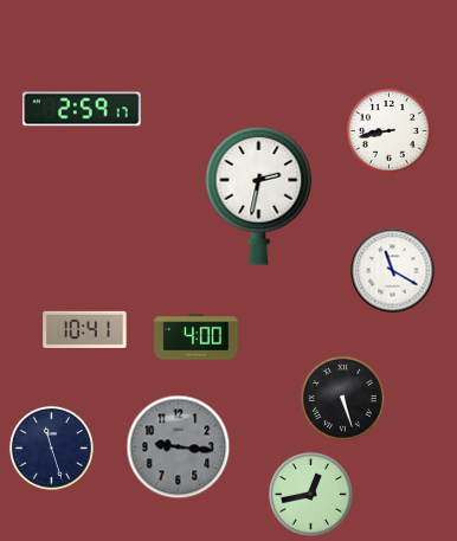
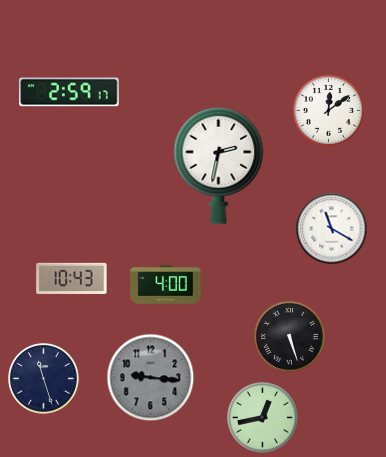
clock at (388, 130): 8:43 -> 12:09
clock at (85, 329): 10:41 -> 10:43
